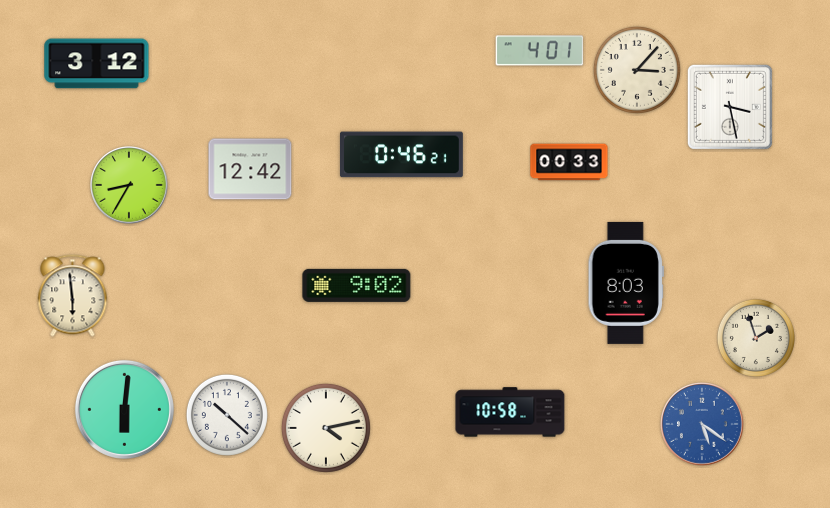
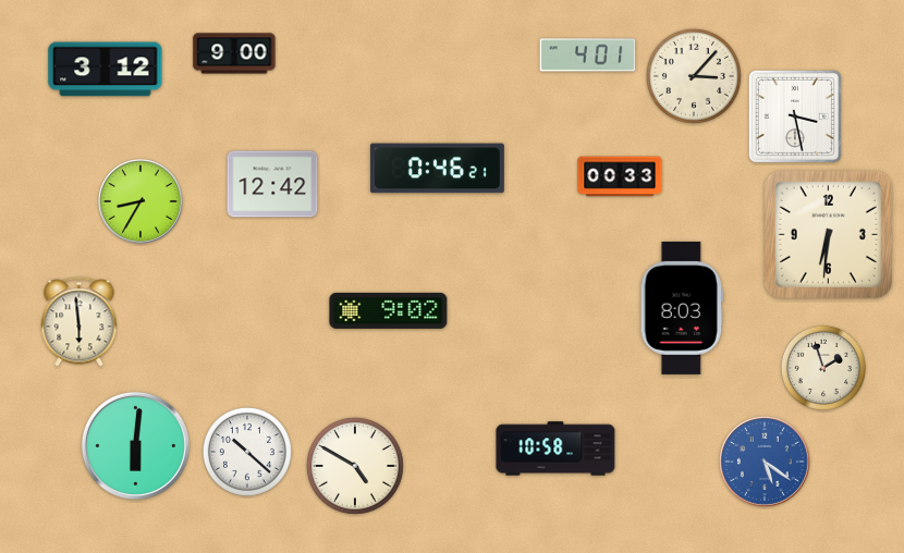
clock at (234, 53): none -> 9:00
clock at (828, 234): none -> 6:31
clock at (326, 428): 4:13 -> 4:50
